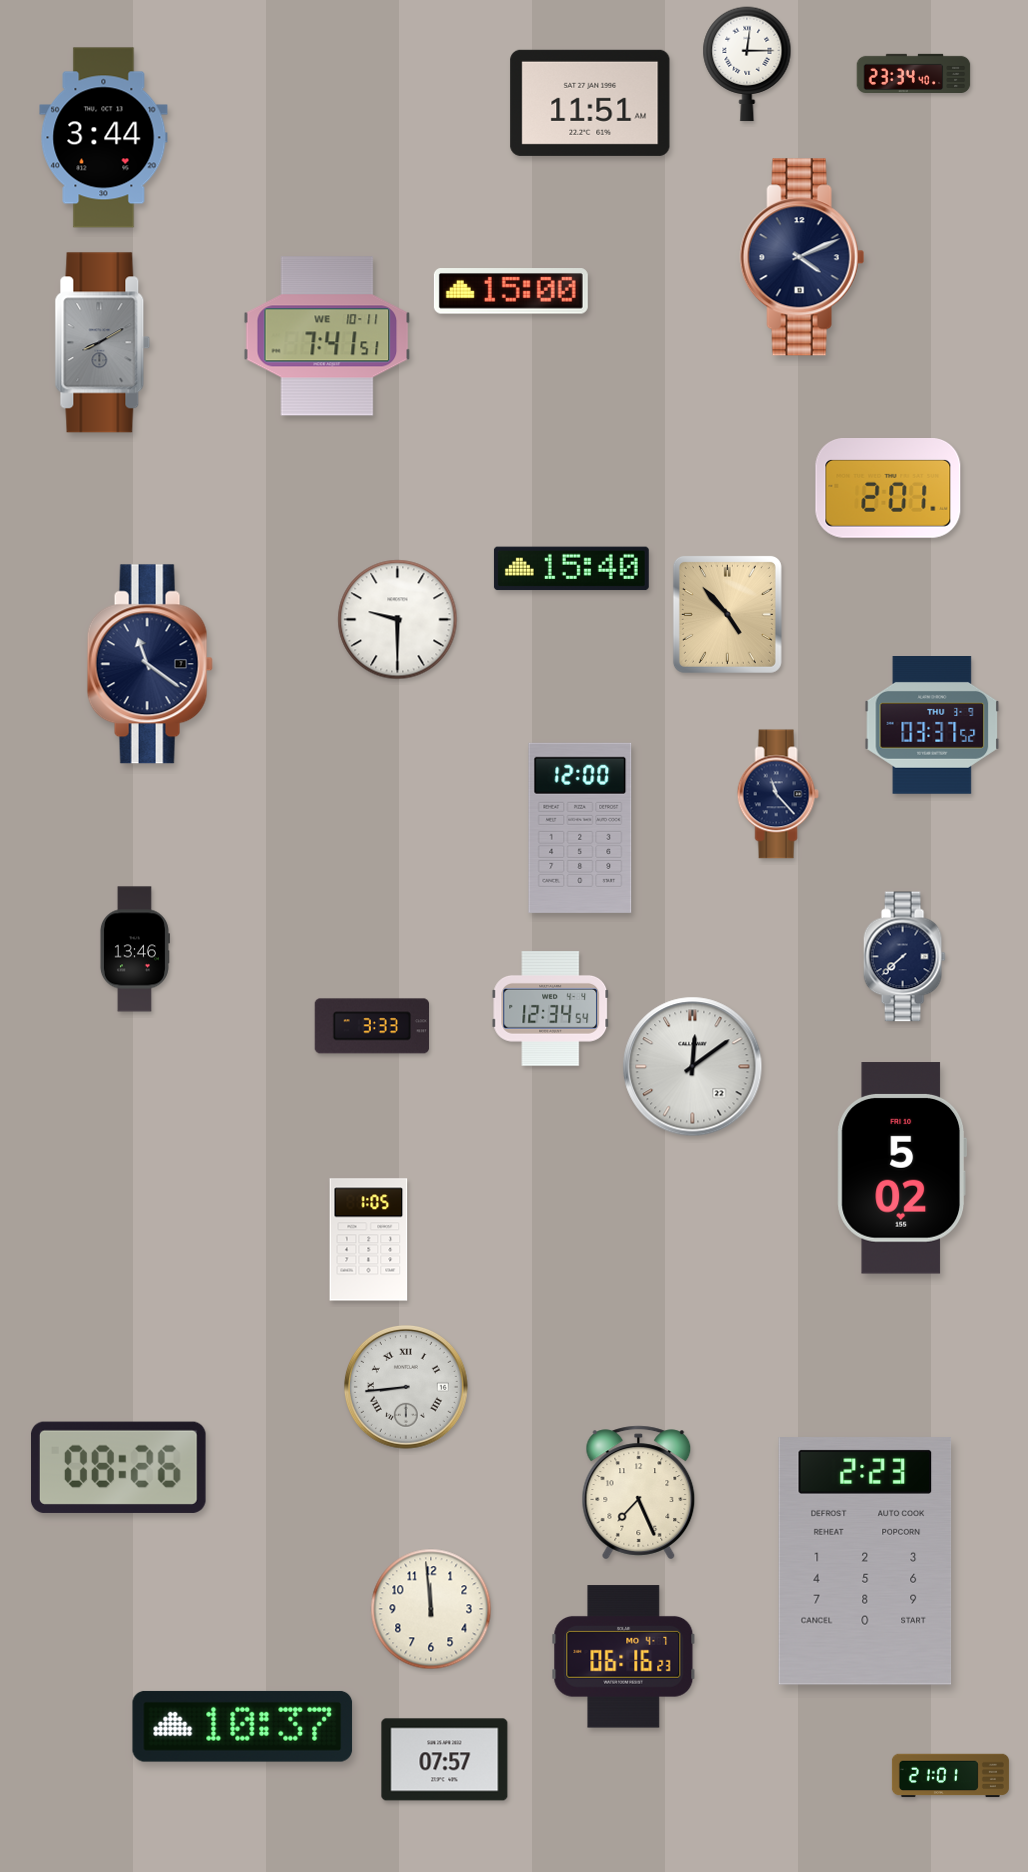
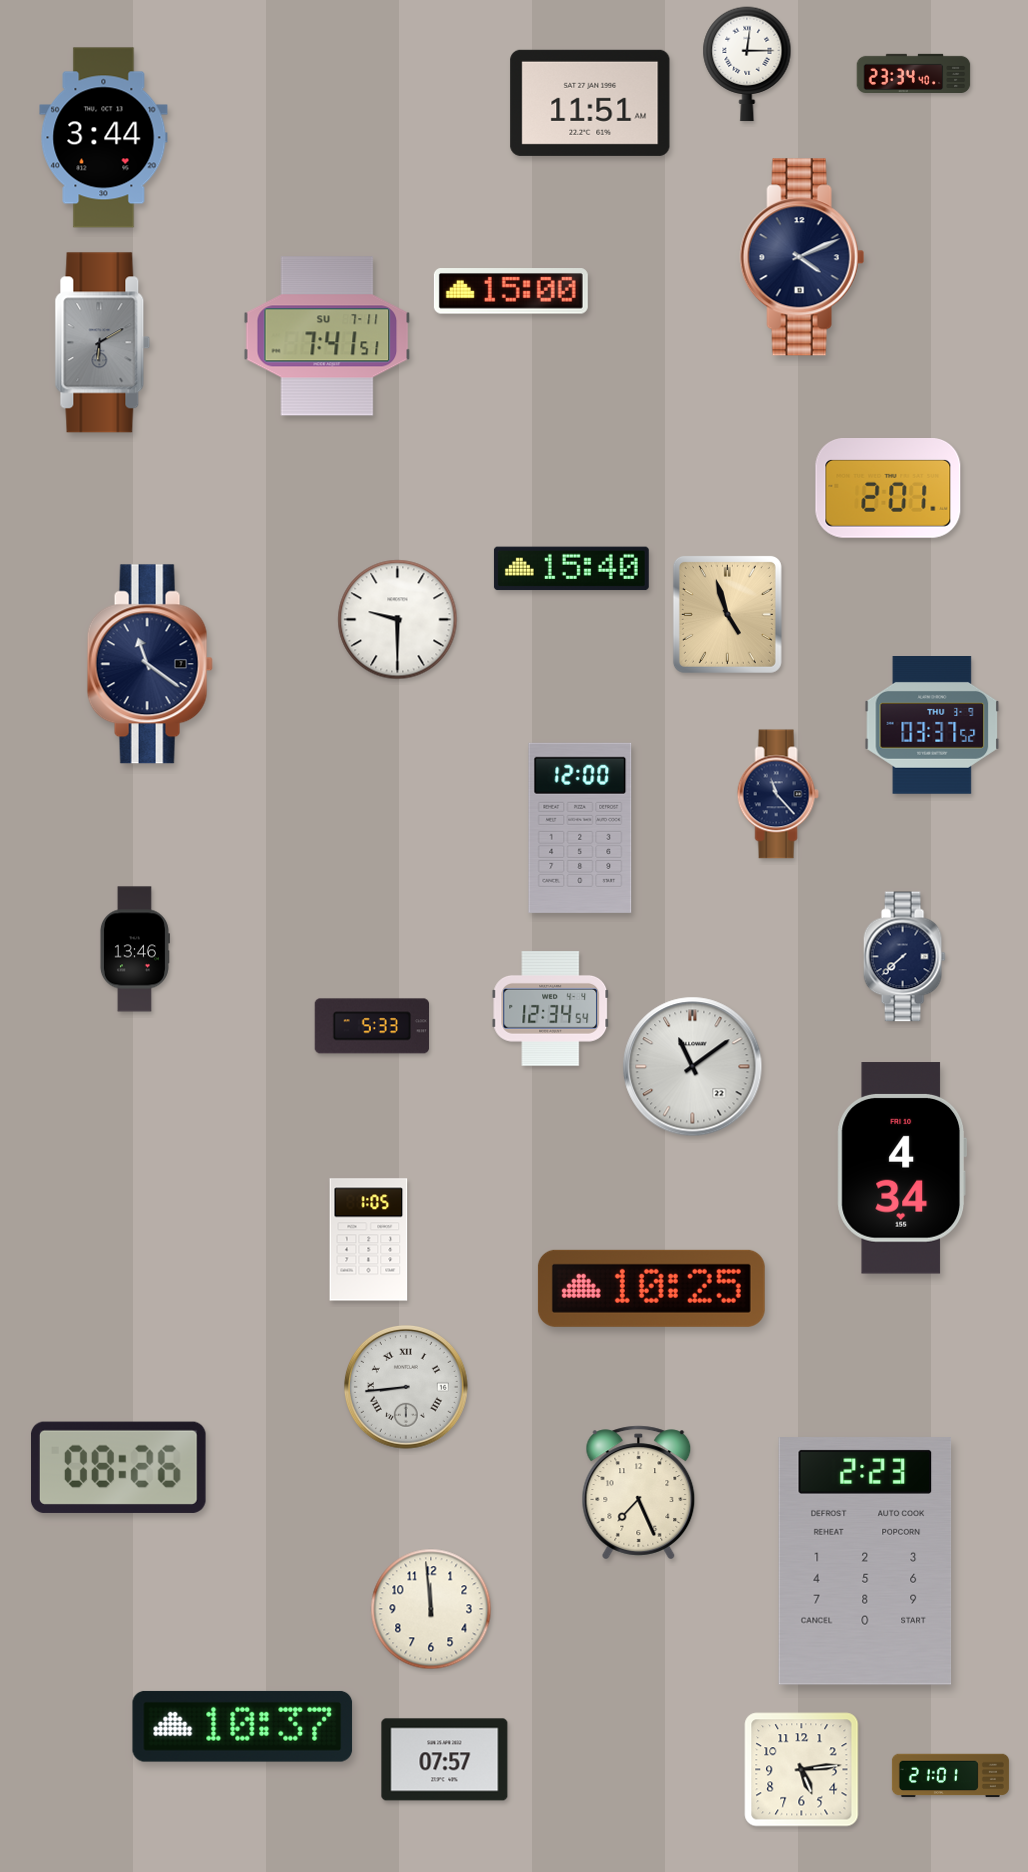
clock at (327, 336) date: WE 10-11 -> SU 7-11
clock at (103, 343): 8:10 -> 6:10
clock at (727, 614): 4:53 -> 4:57
clock at (371, 1026): 3:33 -> 5:33
clock at (693, 1067): 12:09 -> 11:09
clock at (902, 1168): 5:02 -> 4:34
clock at (651, 1288): none -> 10:25
clock at (624, 1657): 06:16 -> none
clock at (802, 1770): none -> 5:14
